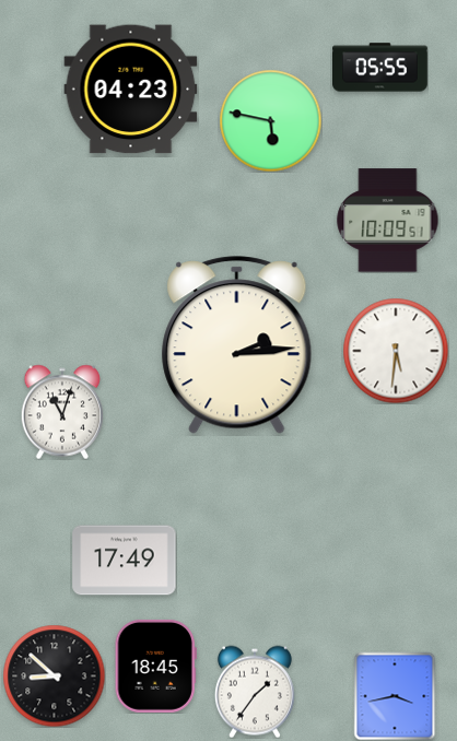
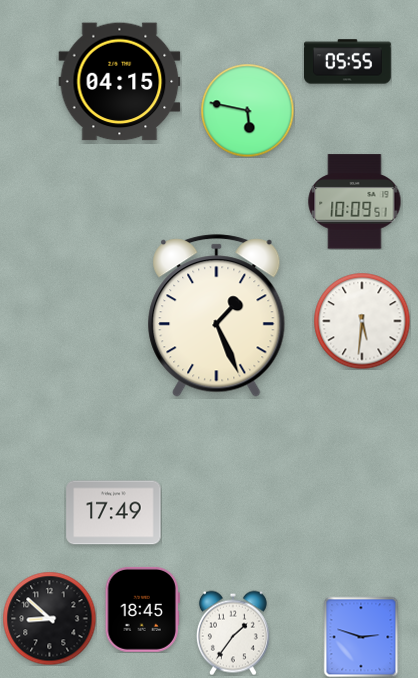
clock at (131, 90): 04:23 -> 04:15
clock at (237, 345): 2:14 -> 1:26
clock at (62, 412): 11:03 -> none
clock at (395, 696): 3:43 -> 2:48
